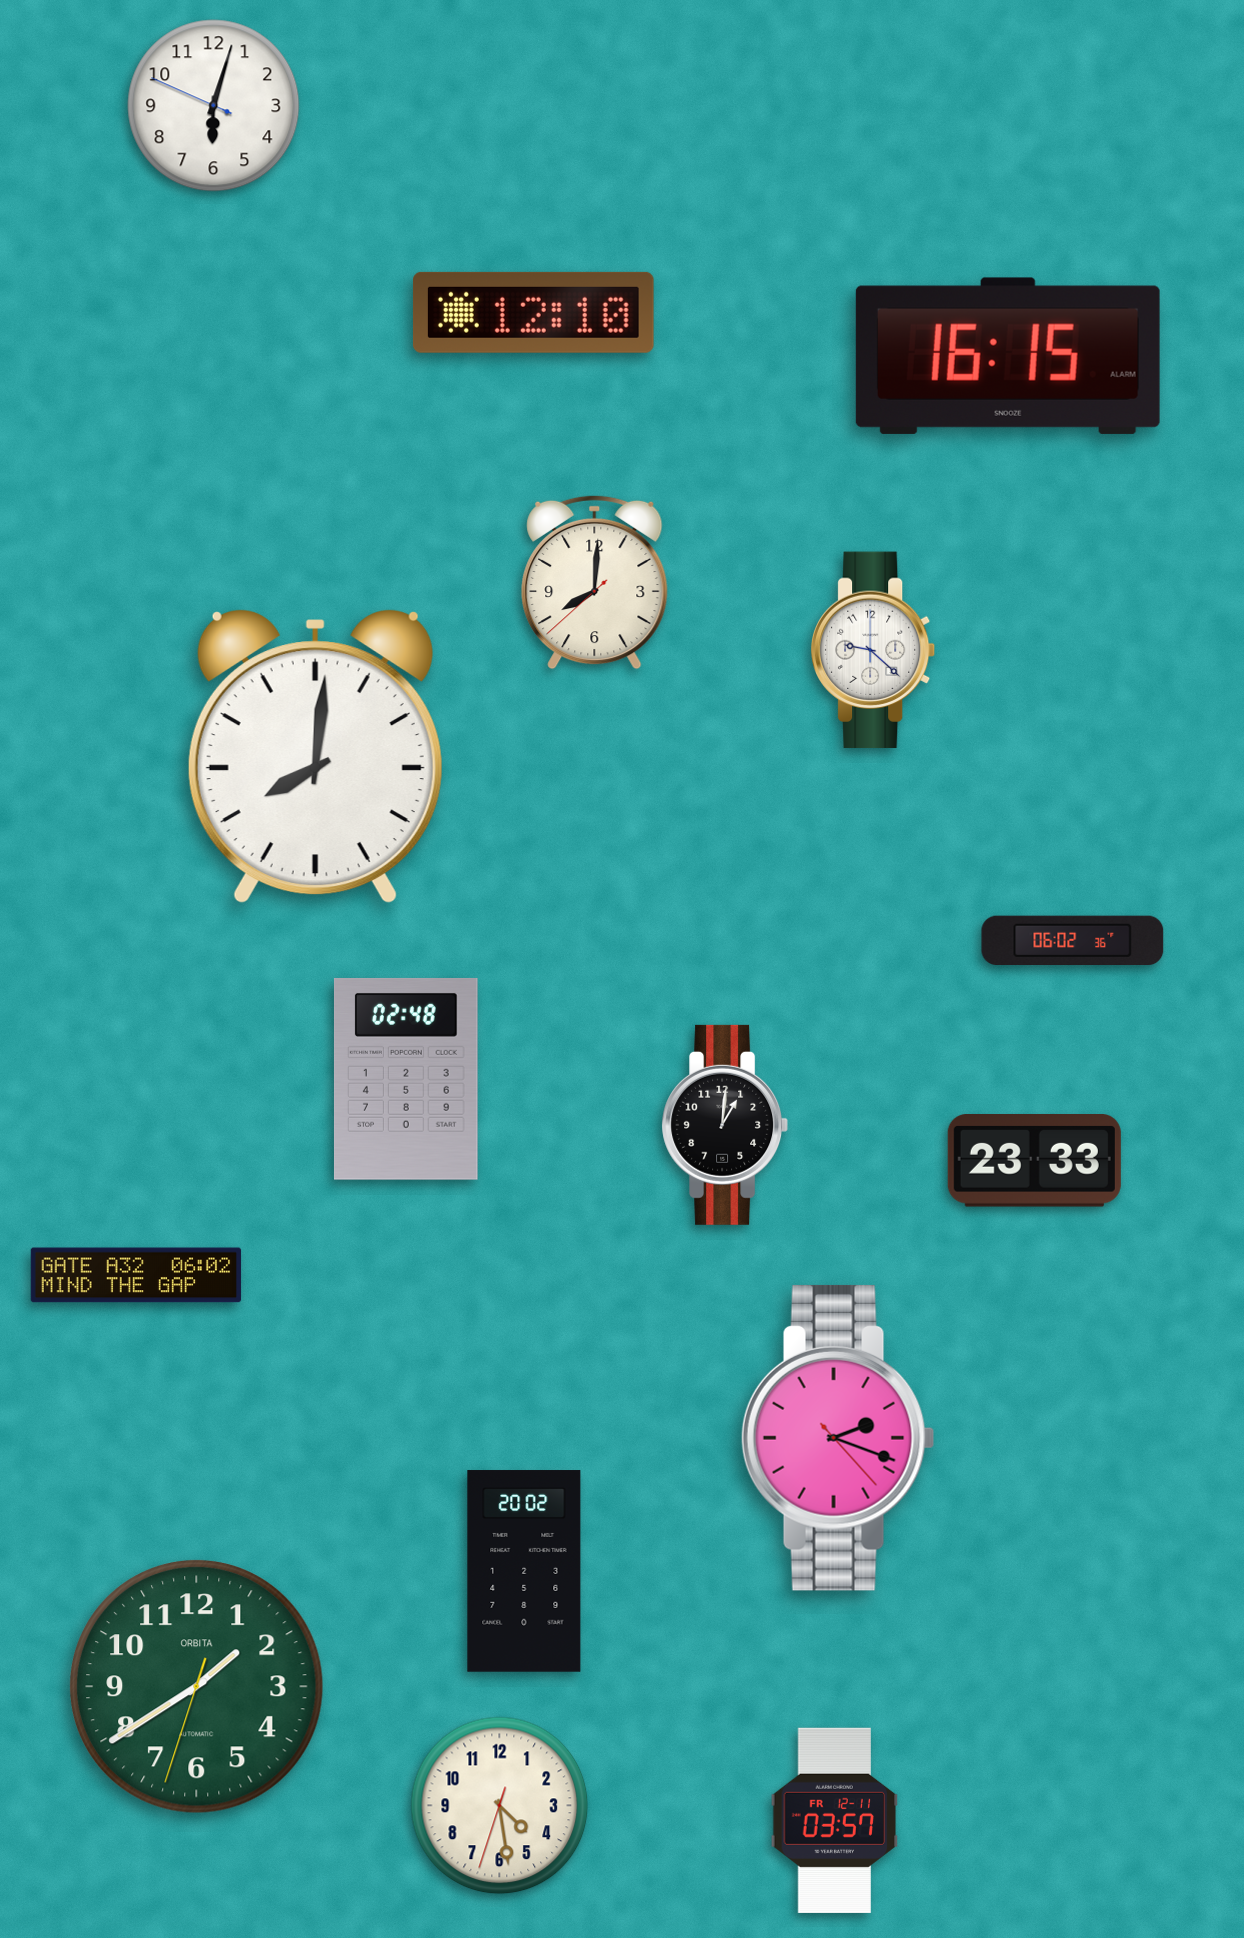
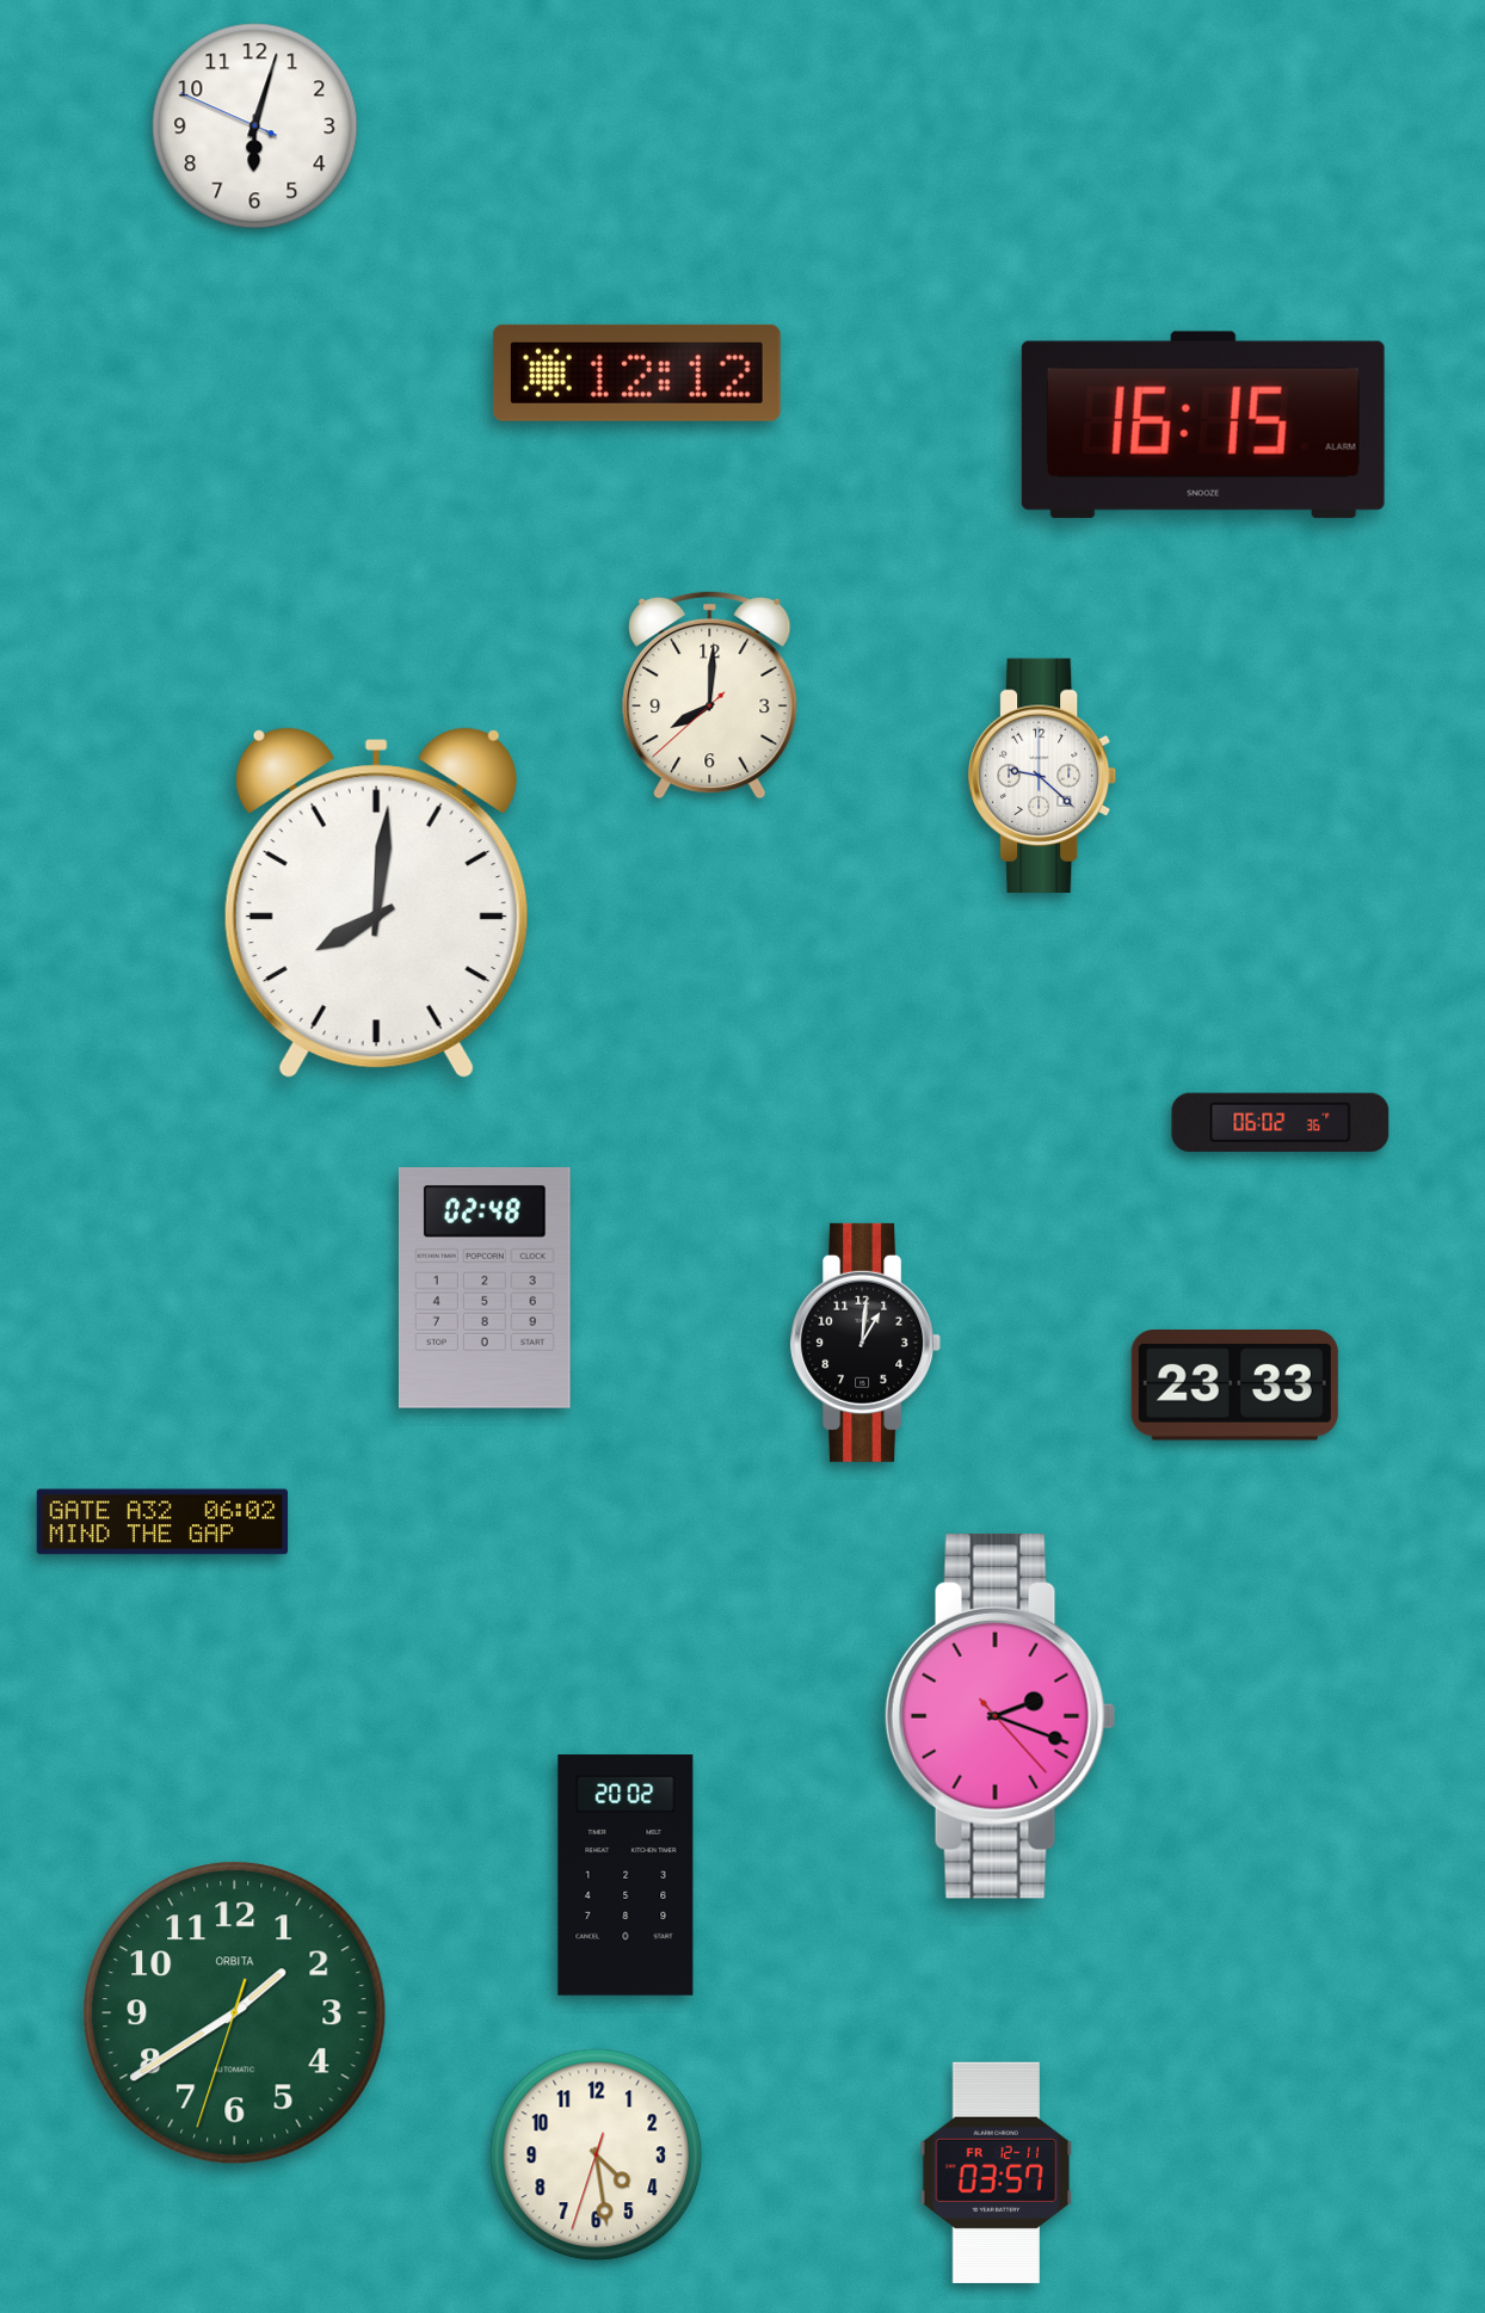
clock at (533, 312): 12:10 -> 12:12
